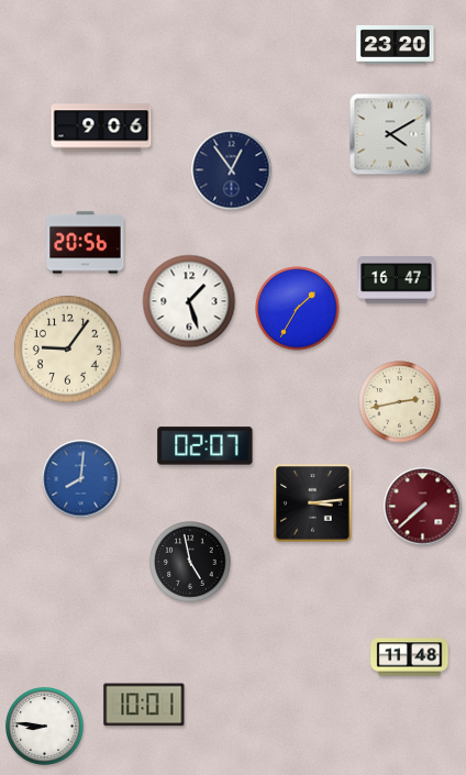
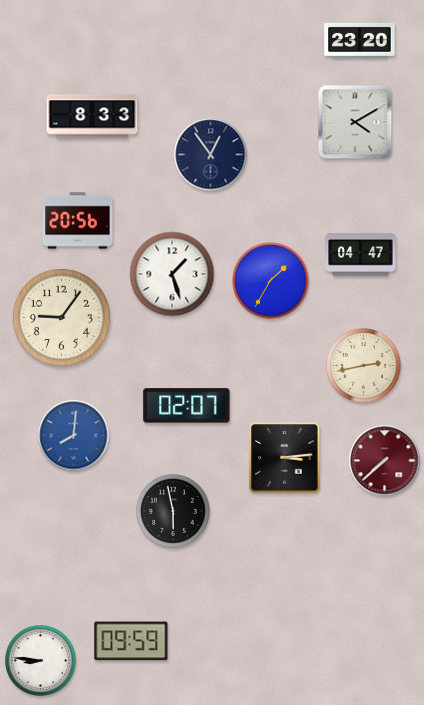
clock at (101, 128): 9:06 -> 8:33
clock at (397, 280): 16:47 -> 04:47
clock at (190, 562): 4:58 -> 5:58
clock at (410, 657): 11:48 -> none
clock at (144, 705): 10:01 -> 09:59
